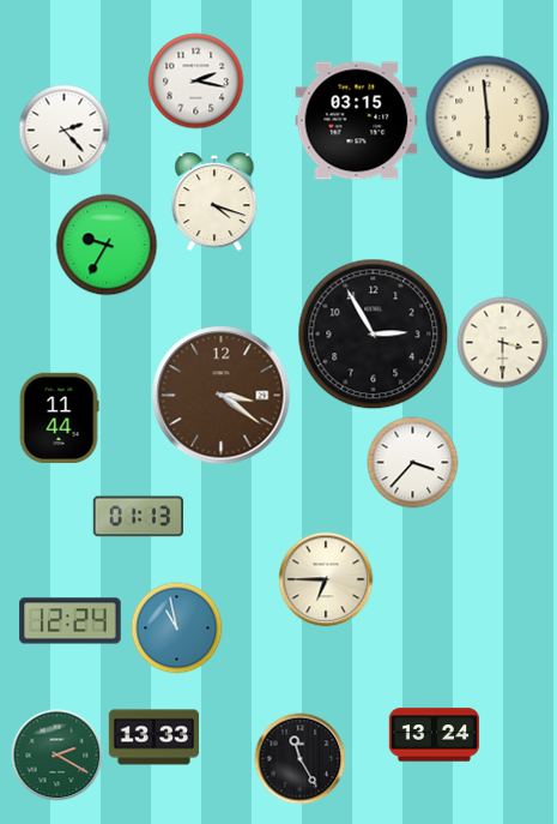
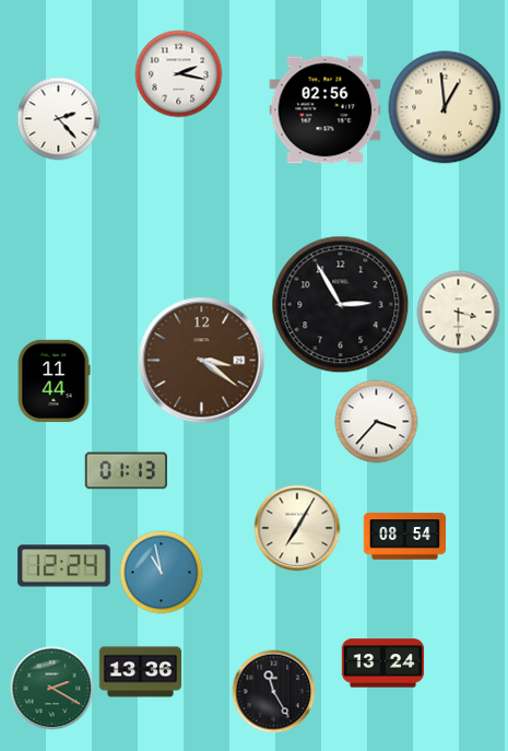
clock at (488, 118): 5:59 -> 12:59
clock at (357, 121): 03:15 -> 02:56
clock at (214, 202): 4:18 -> none
clock at (107, 245): 9:35 -> none
clock at (326, 579): 6:45 -> 7:05
clock at (405, 537): none -> 08:54
clock at (435, 735) position: (435, 735) -> (383, 664)
clock at (155, 738): 13:33 -> 13:36
